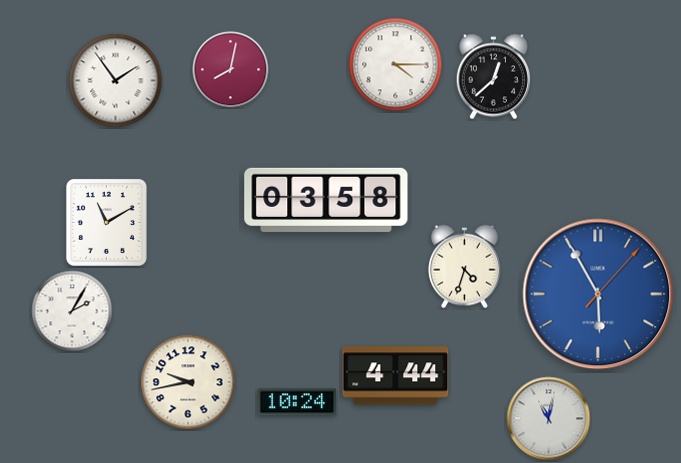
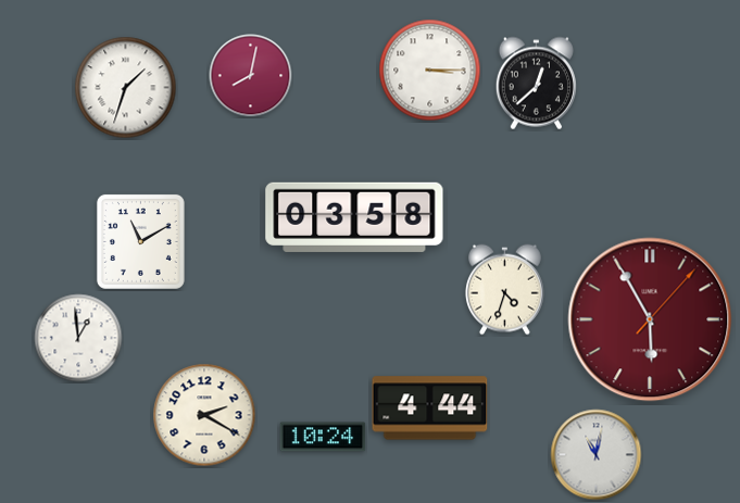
clock at (396, 65): 4:15 -> 3:15
clock at (116, 81): 1:54 -> 1:33
clock at (106, 222) position: (106, 222) -> (140, 241)
clock at (598, 294) dial: blue -> burgundy
clock at (72, 311): 2:05 -> 12:59
clock at (188, 382): 9:43 -> 2:20
